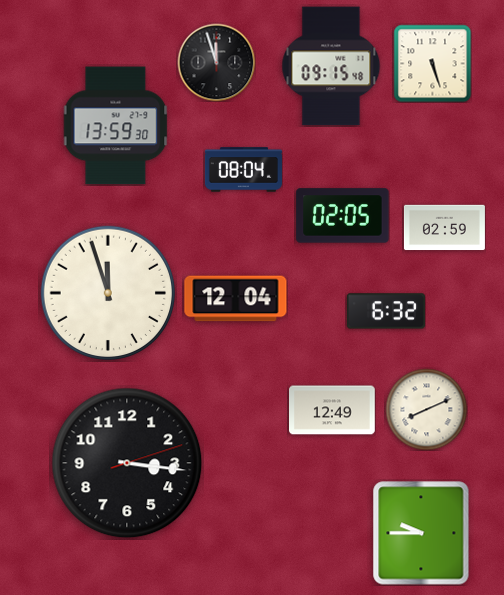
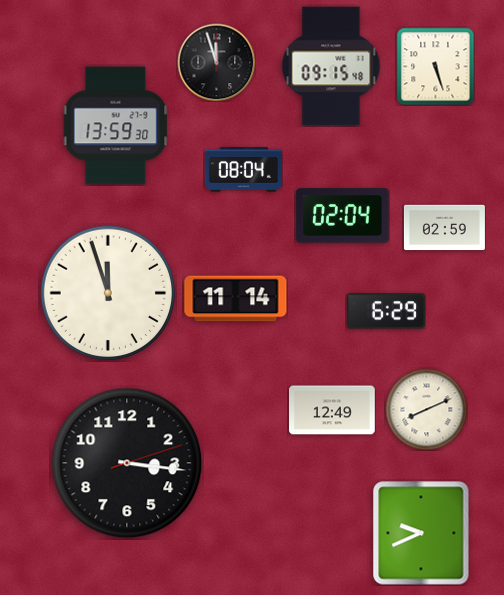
clock at (432, 63) position: (432, 63) -> (435, 66)
clock at (343, 216): 02:05 -> 02:04
clock at (236, 299): 12:04 -> 11:14
clock at (386, 311): 6:32 -> 6:29
clock at (421, 533): 9:45 -> 9:41
